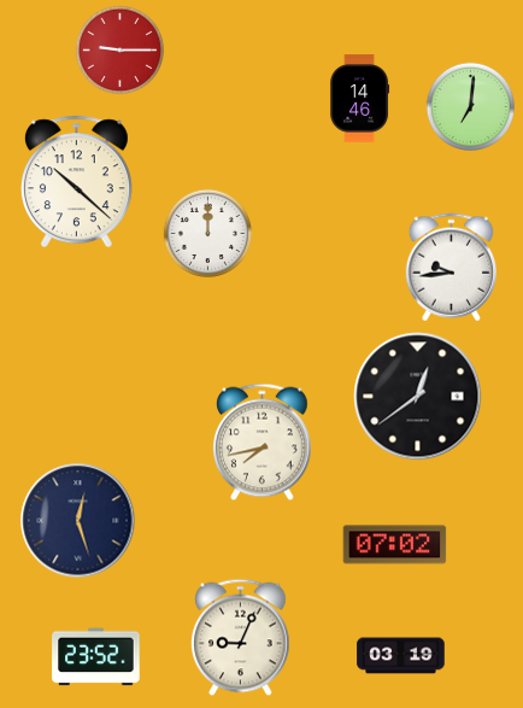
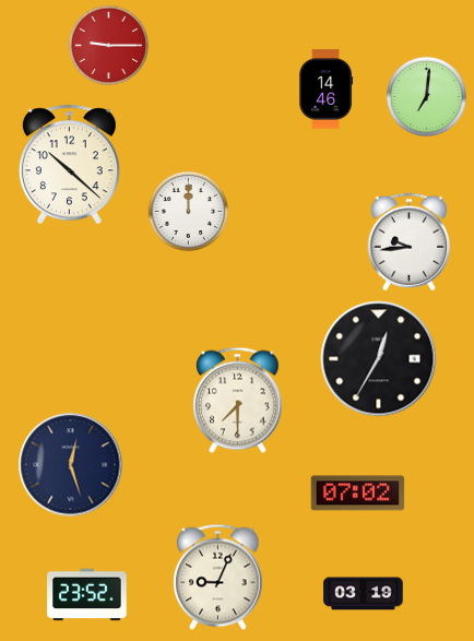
clock at (418, 397): 12:39 -> 12:35
clock at (263, 443): 7:43 -> 7:30
clock at (78, 521) position: (78, 521) -> (71, 465)
